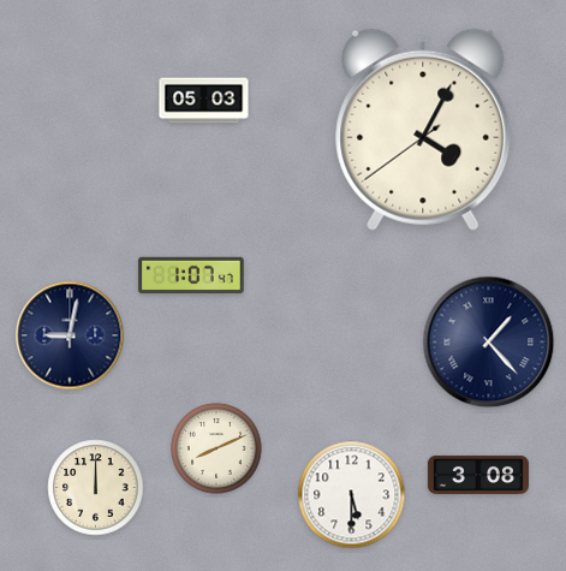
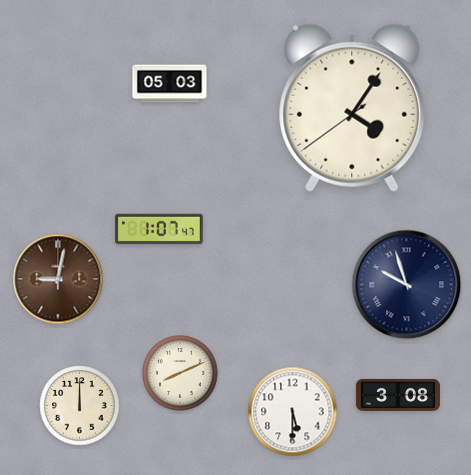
clock at (423, 130): 4:04 -> 4:05
clock at (70, 335) dial: navy -> brown
clock at (489, 343): 1:23 -> 9:57
